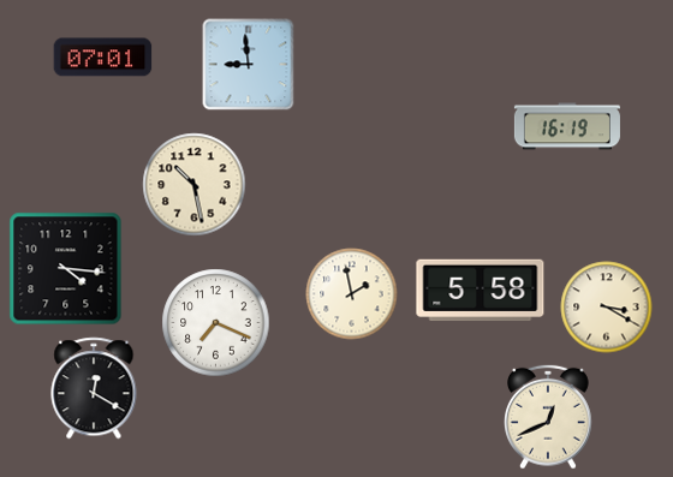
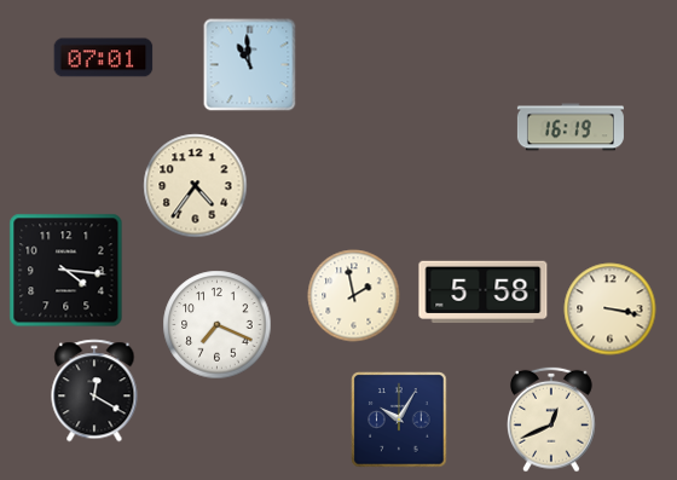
clock at (249, 65): 8:59 -> 10:59
clock at (195, 185): 10:28 -> 4:36
clock at (607, 308): 3:20 -> 3:17
clock at (399, 420): none -> 10:05
